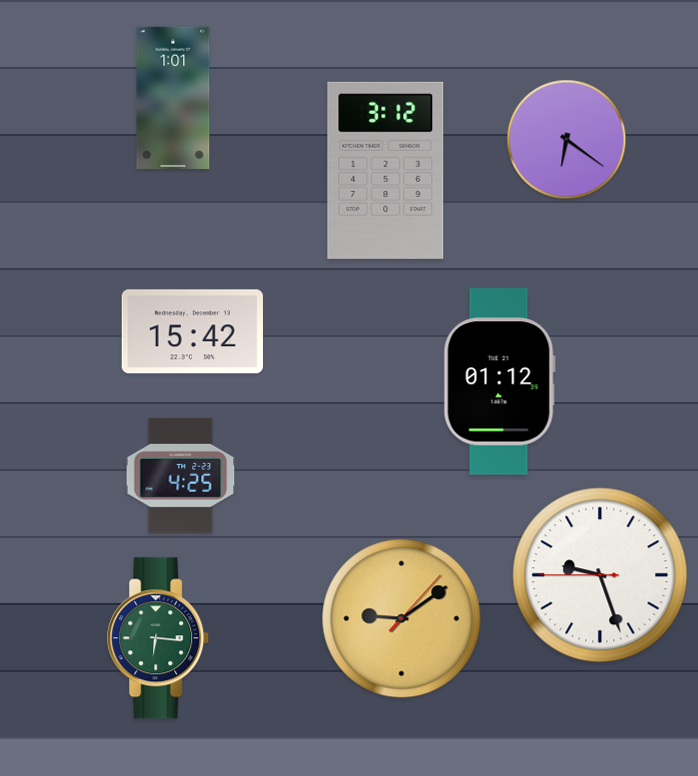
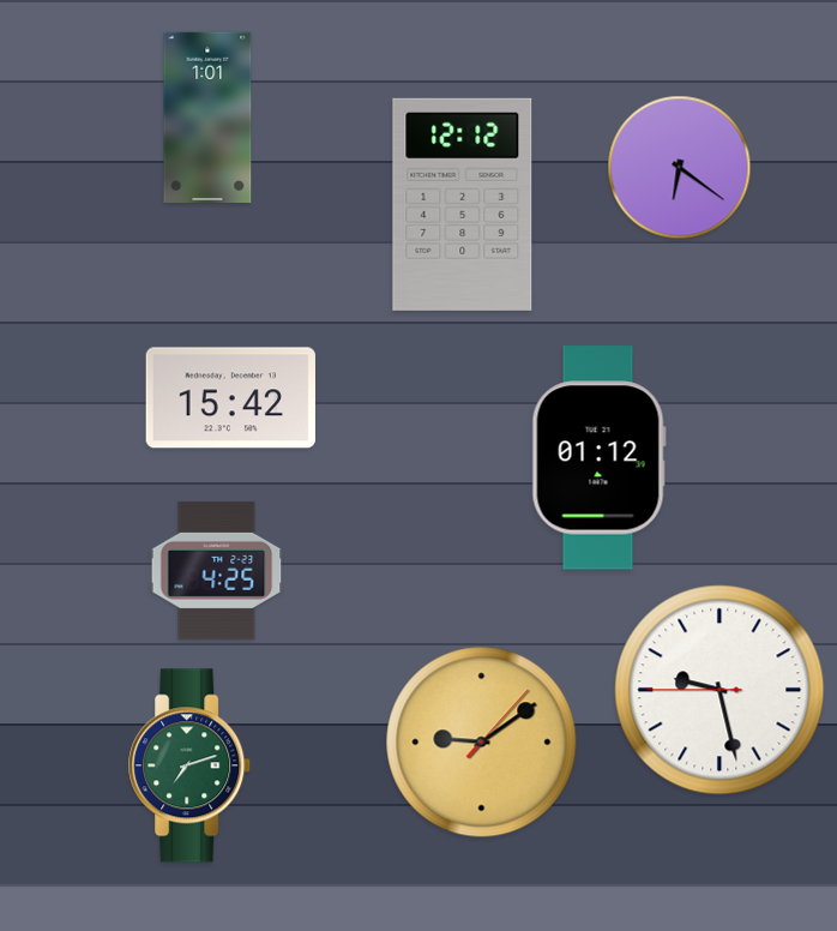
clock at (386, 170): 3:12 -> 12:12
clock at (600, 575): 9:26 -> 9:27
clock at (159, 638): 6:16 -> 7:12
